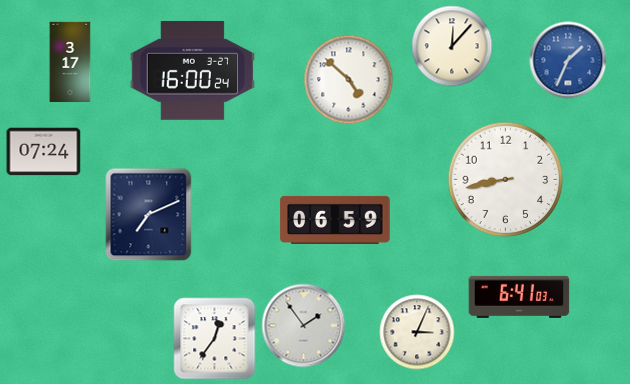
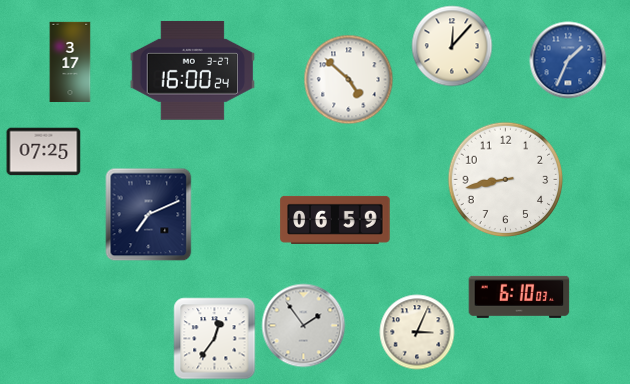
clock at (44, 152): 07:24 -> 07:25
clock at (519, 297): 6:41 -> 6:10
